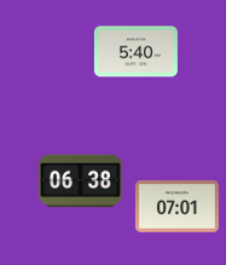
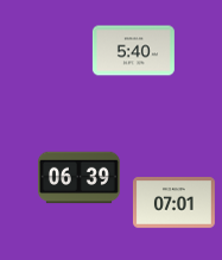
clock at (80, 182): 06:38 -> 06:39
